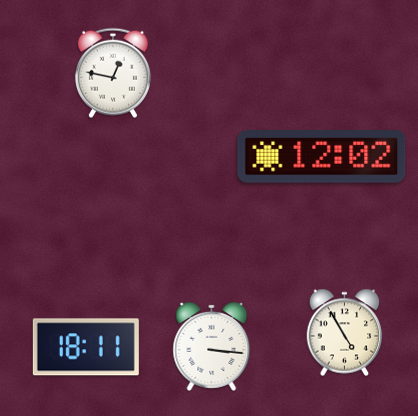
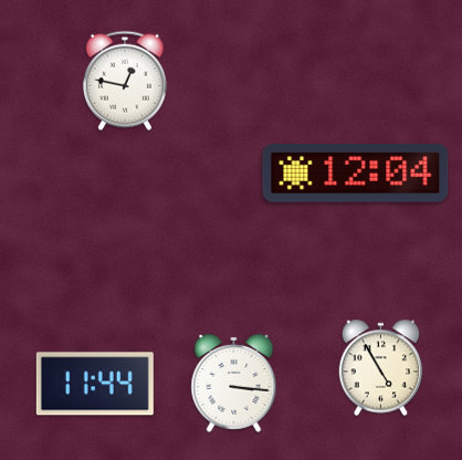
clock at (322, 157): 12:02 -> 12:04
clock at (86, 347): 18:11 -> 11:44
